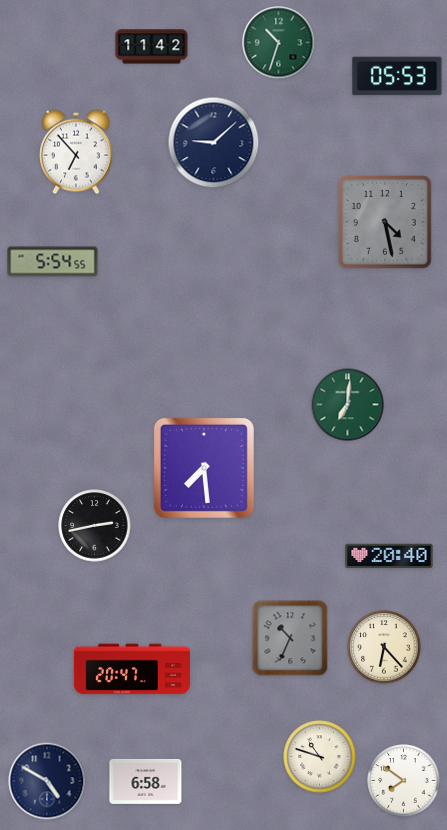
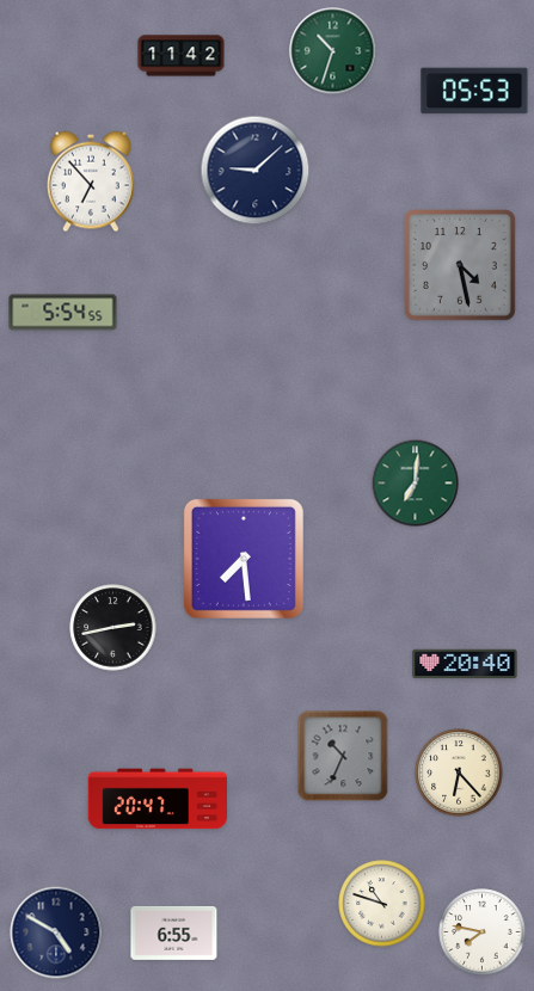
clock at (290, 638) position: (290, 638) -> (343, 756)
clock at (146, 781): 6:58 -> 6:55
clock at (404, 781): 7:51 -> 7:47
